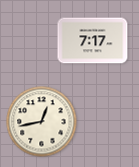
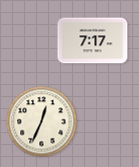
clock at (42, 122): 12:43 -> 12:34
